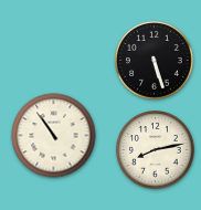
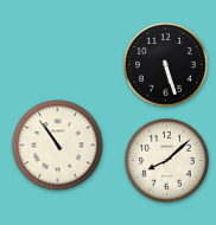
clock at (156, 150): 8:13 -> 8:08
